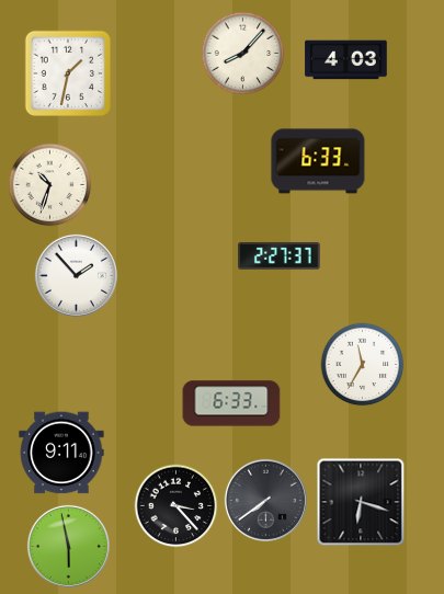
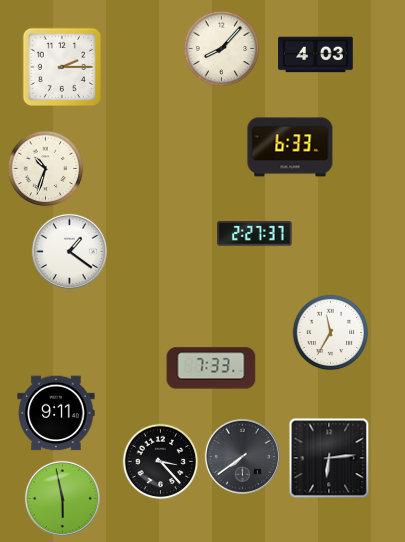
clock at (67, 72): 1:32 -> 2:15
clock at (76, 275): 1:53 -> 1:21
clock at (231, 403): 6:33 -> 7:33
clock at (361, 502): 6:18 -> 6:14
